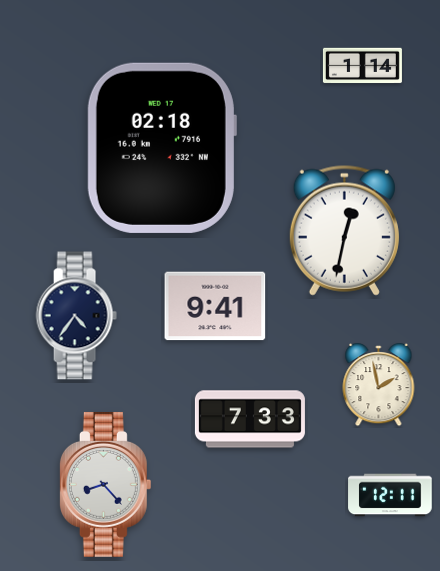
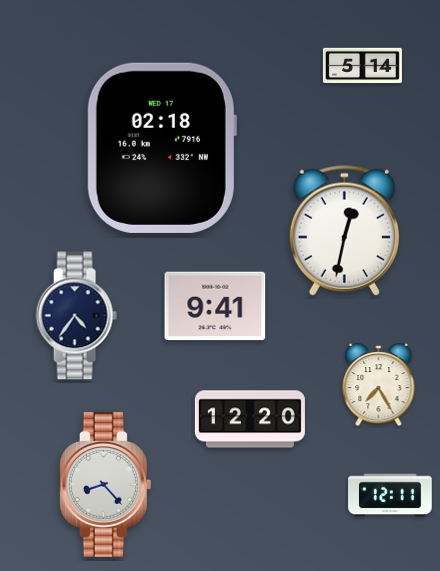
clock at (362, 66): 1:14 -> 5:14
clock at (379, 385): 1:58 -> 7:25
clock at (250, 419): 7:33 -> 12:20
